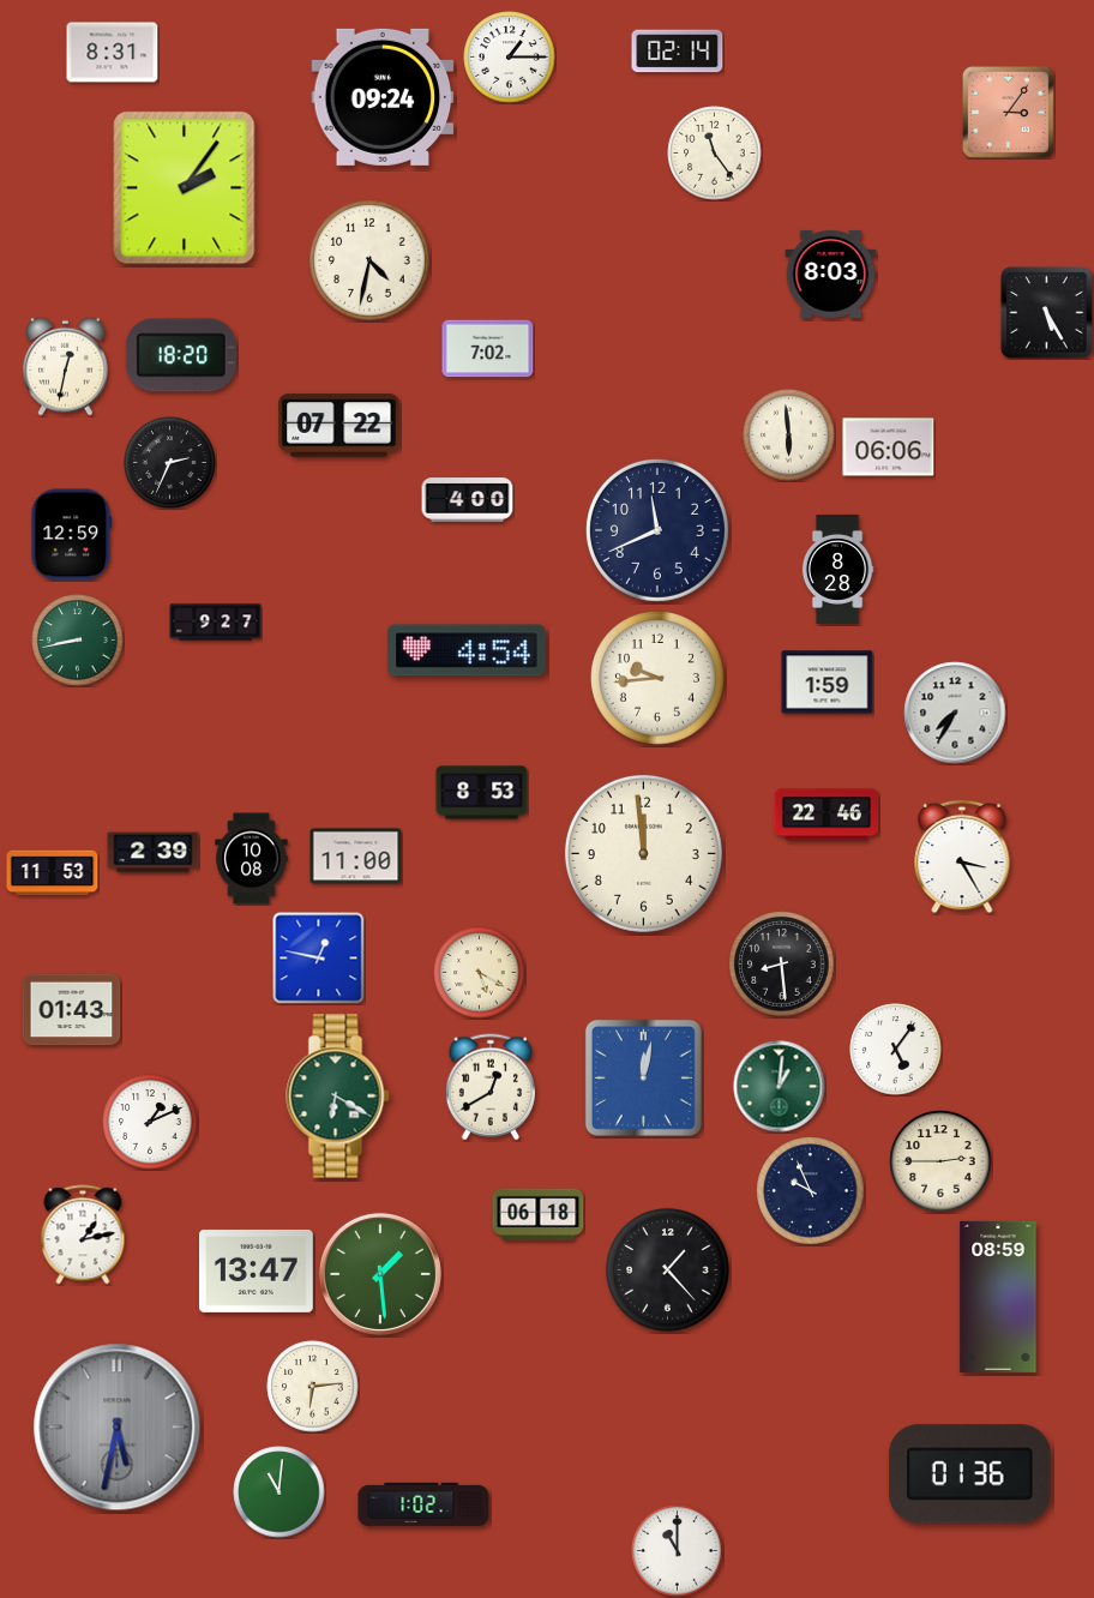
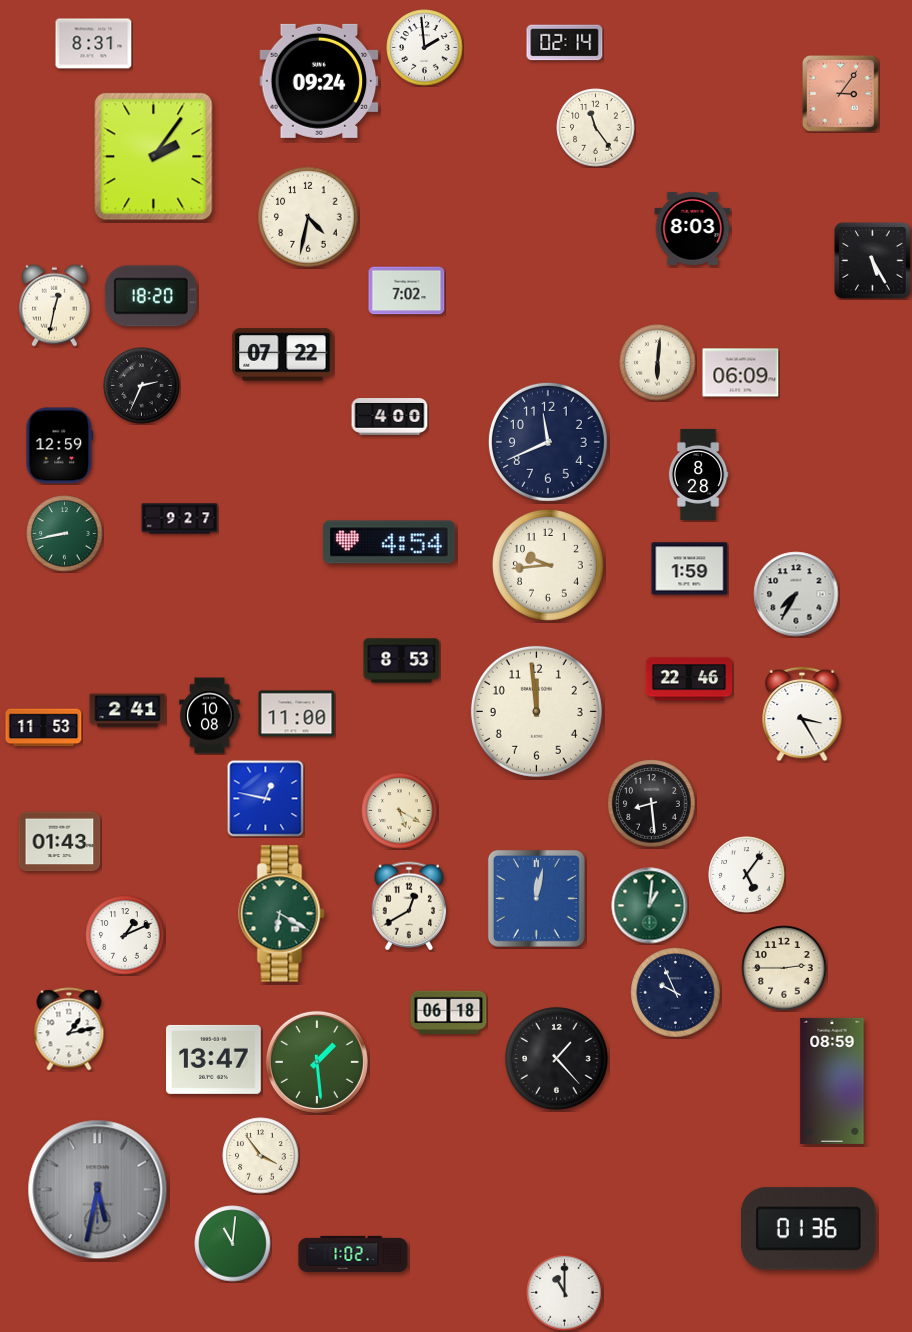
clock at (510, 58): 1:15 -> 1:59
clock at (789, 435): 5:59 -> 6:01
clock at (889, 447): 06:06 -> 06:09
clock at (154, 853): 2:39 -> 2:41
clock at (313, 1387): 6:14 -> 3:54
